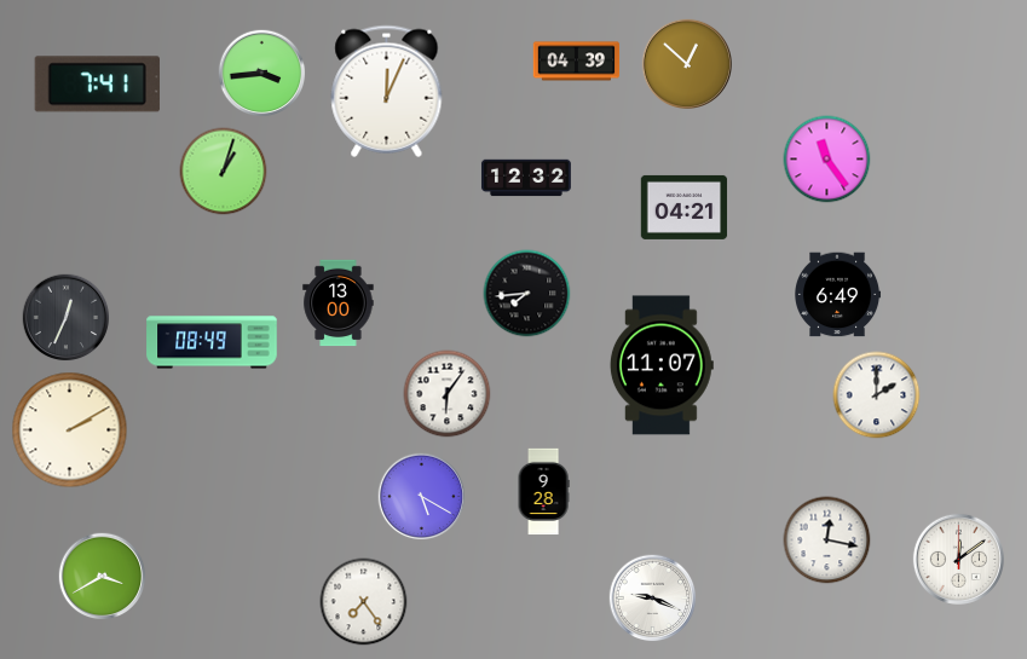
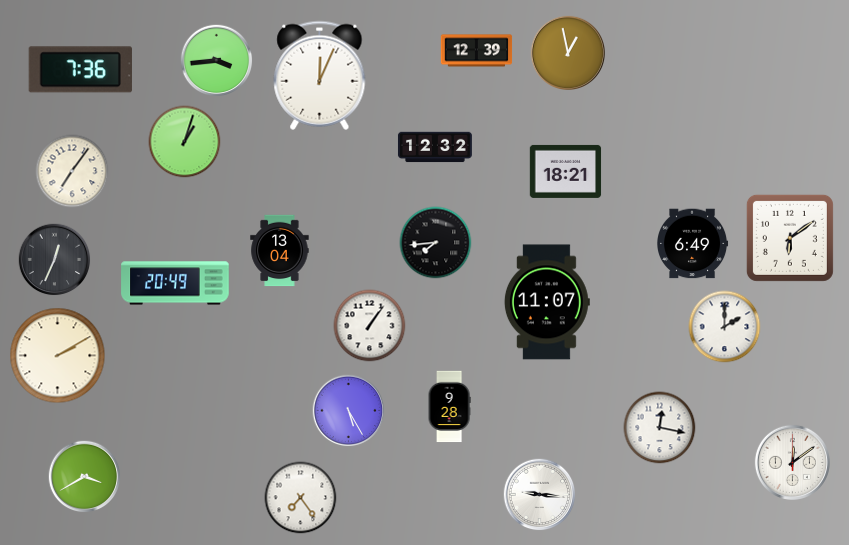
clock at (577, 62): 04:39 -> 12:39
clock at (686, 63): 12:52 -> 12:58
clock at (97, 85): 7:41 -> 7:36
clock at (827, 160): 11:24 -> none
clock at (72, 171): none -> 7:06
clock at (685, 207): 04:21 -> 18:21
clock at (790, 238): none -> 6:09
clock at (339, 304): 13:00 -> 13:04
clock at (67, 318) position: (67, 318) -> (55, 260)
clock at (212, 342): 08:49 -> 20:49
clock at (448, 394): 6:06 -> 1:06
clock at (422, 497): 5:20 -> 5:25
clock at (827, 541) position: (827, 541) -> (660, 428)
clock at (653, 599): 9:19 -> 9:16
